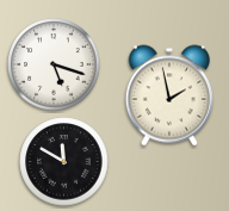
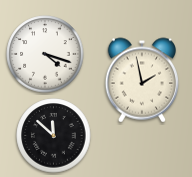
clock at (54, 64): 5:18 -> 4:18
clock at (64, 162): 11:50 -> 11:52
